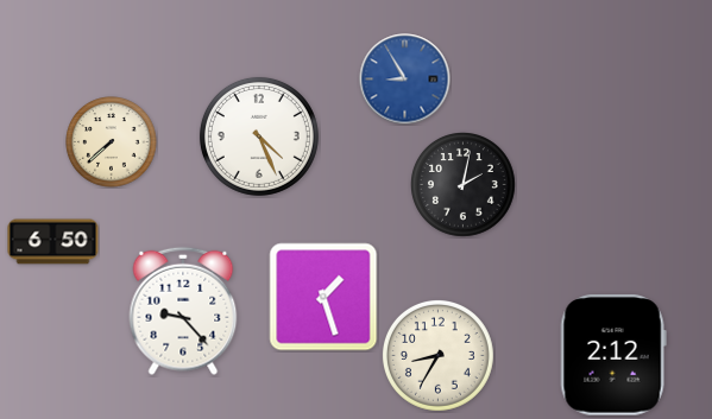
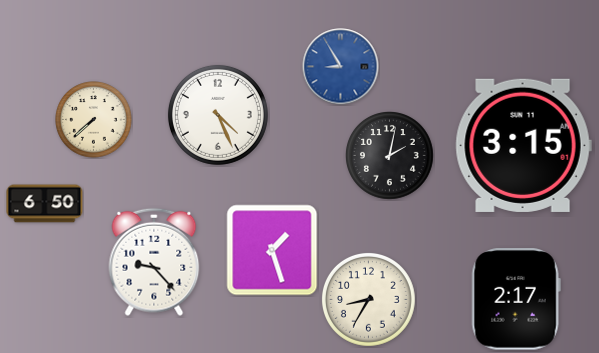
clock at (523, 145): none -> 3:15
clock at (613, 355): 2:12 -> 2:17
